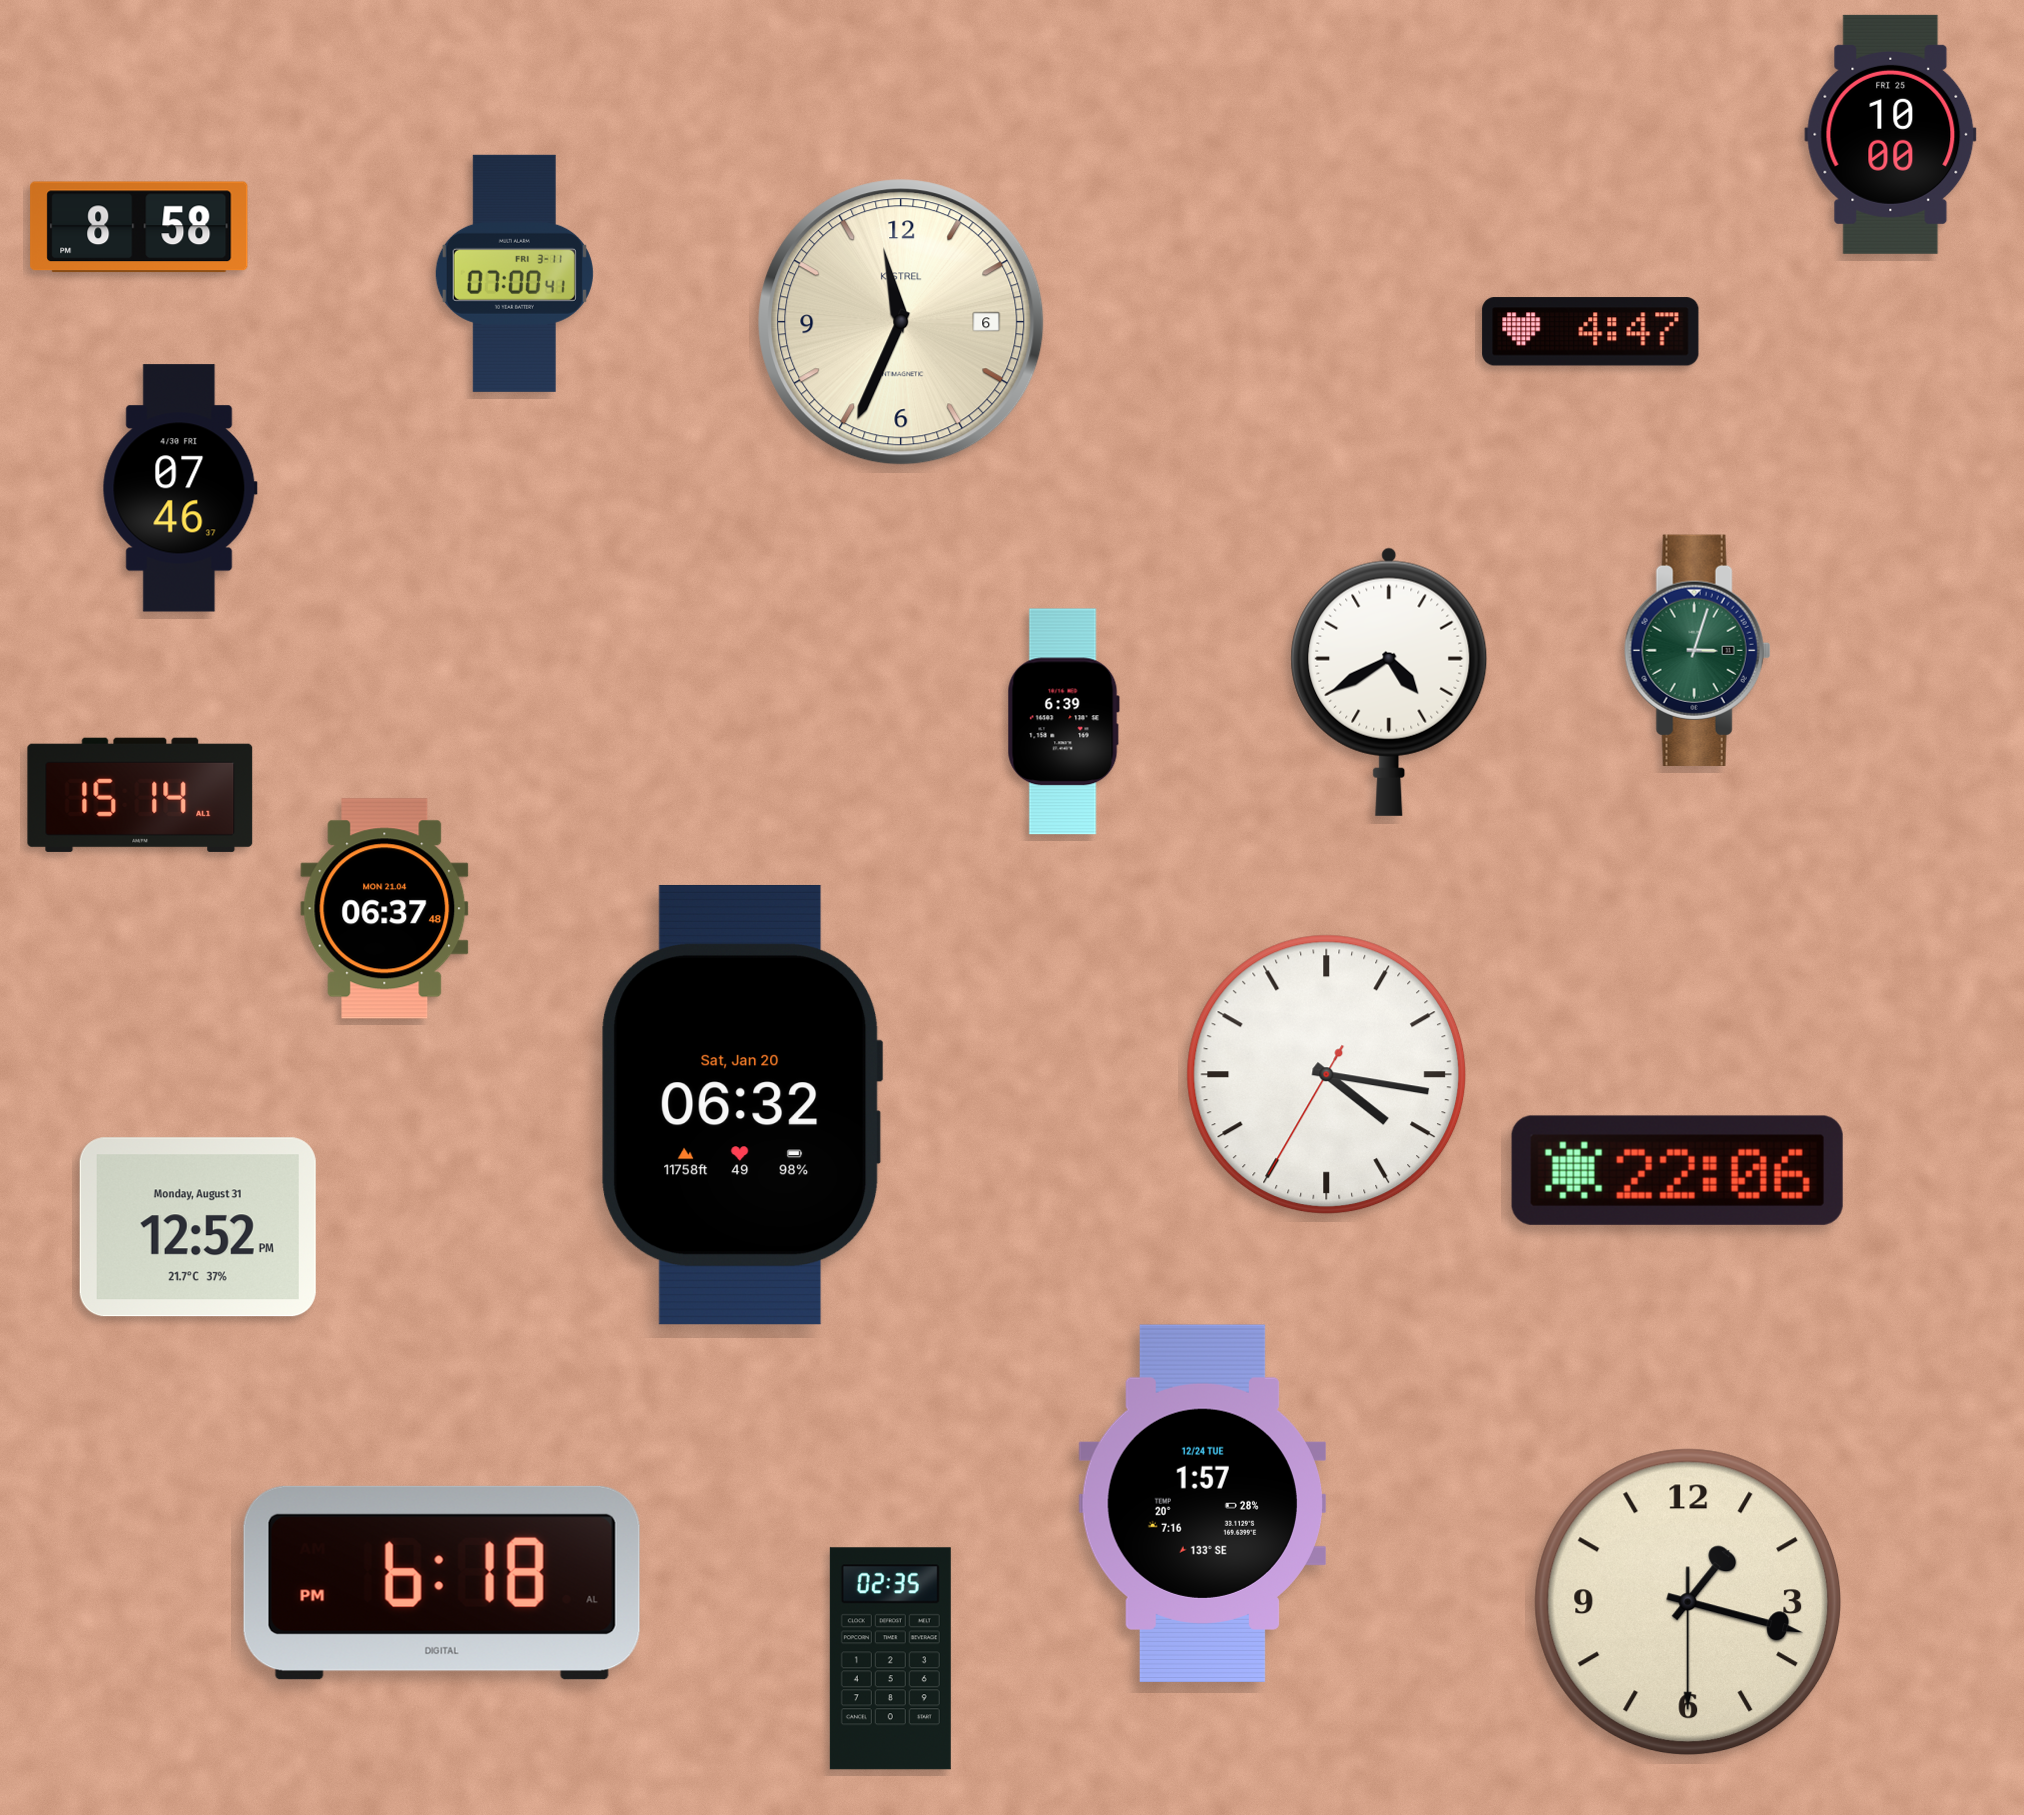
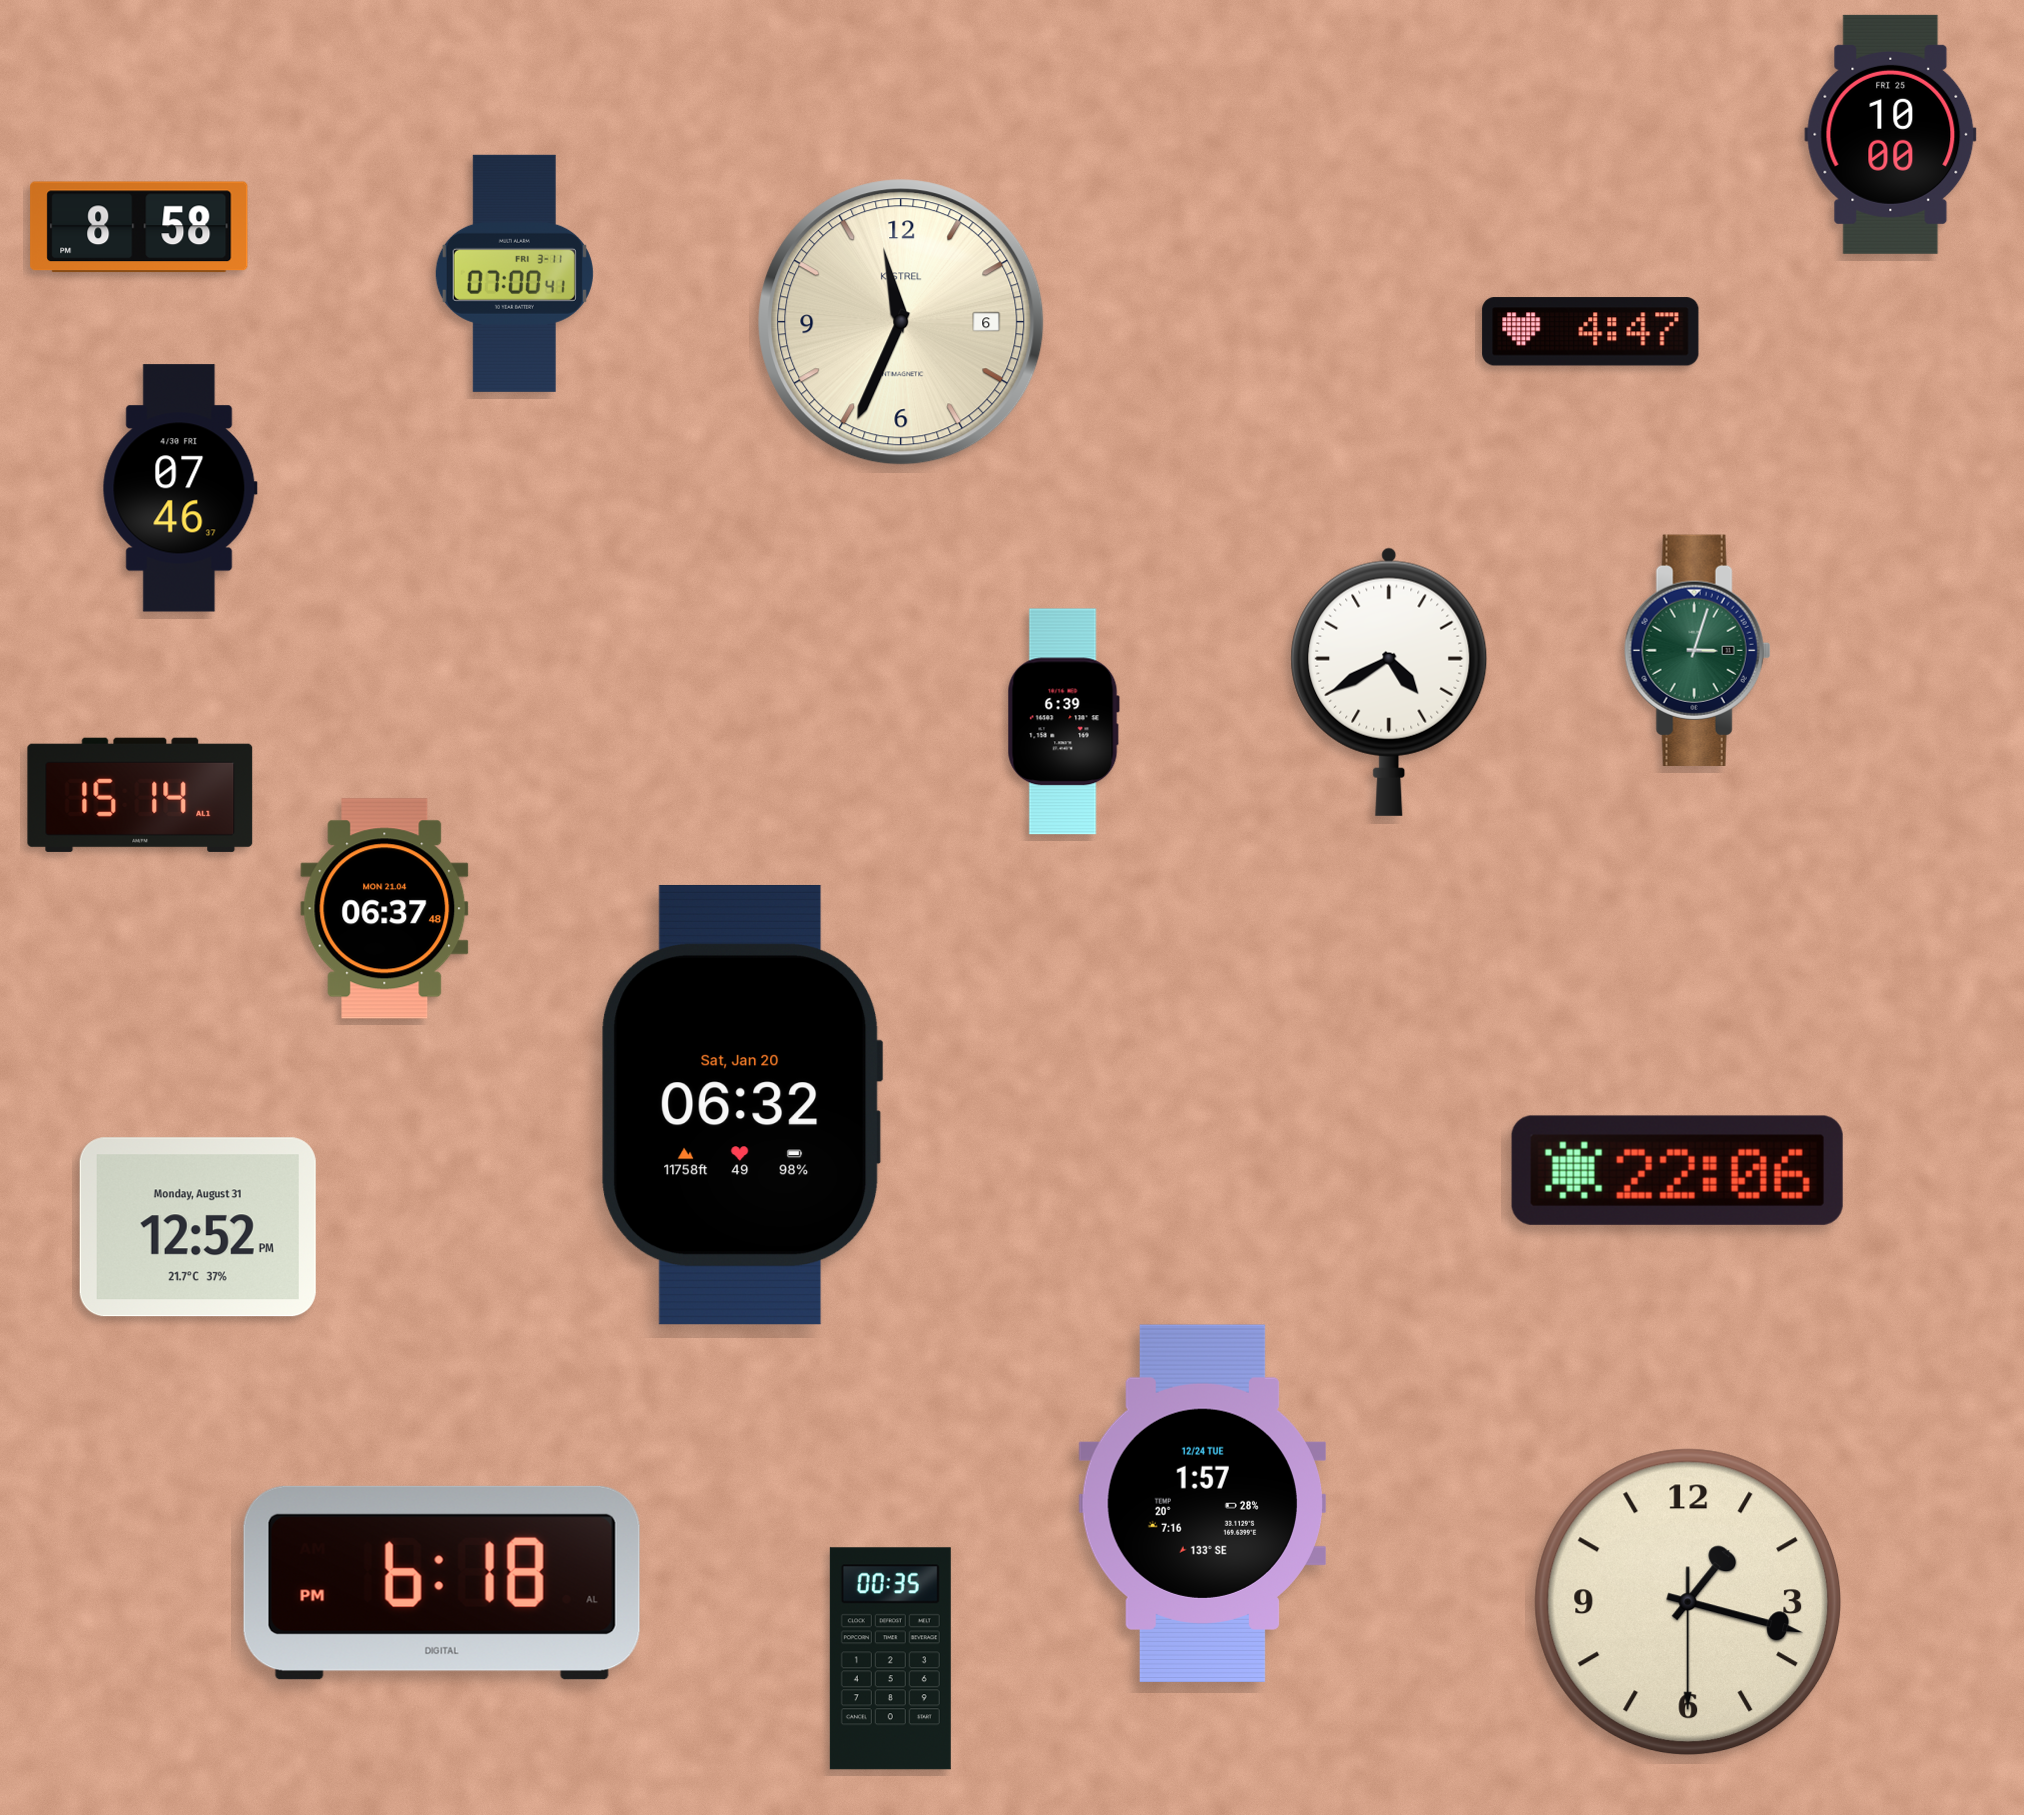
clock at (1327, 1075): 4:16 -> none
clock at (890, 1659): 02:35 -> 00:35
